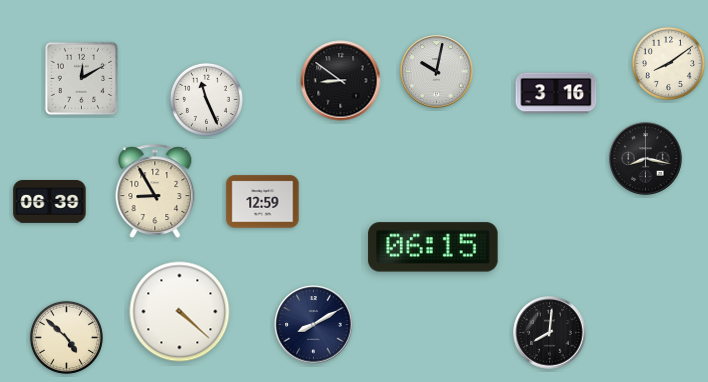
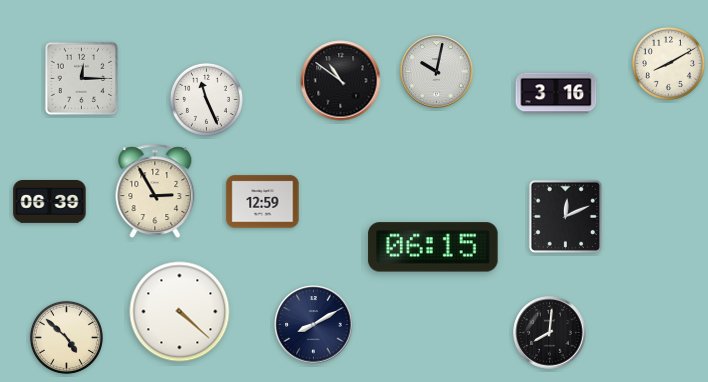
clock at (668, 63): 8:09 -> 8:10
clock at (81, 78): 12:10 -> 12:15
clock at (341, 81): 8:51 -> 10:51
clock at (646, 159): 8:17 -> none
clock at (155, 191): 8:55 -> 2:55
clock at (565, 216): none -> 12:11
